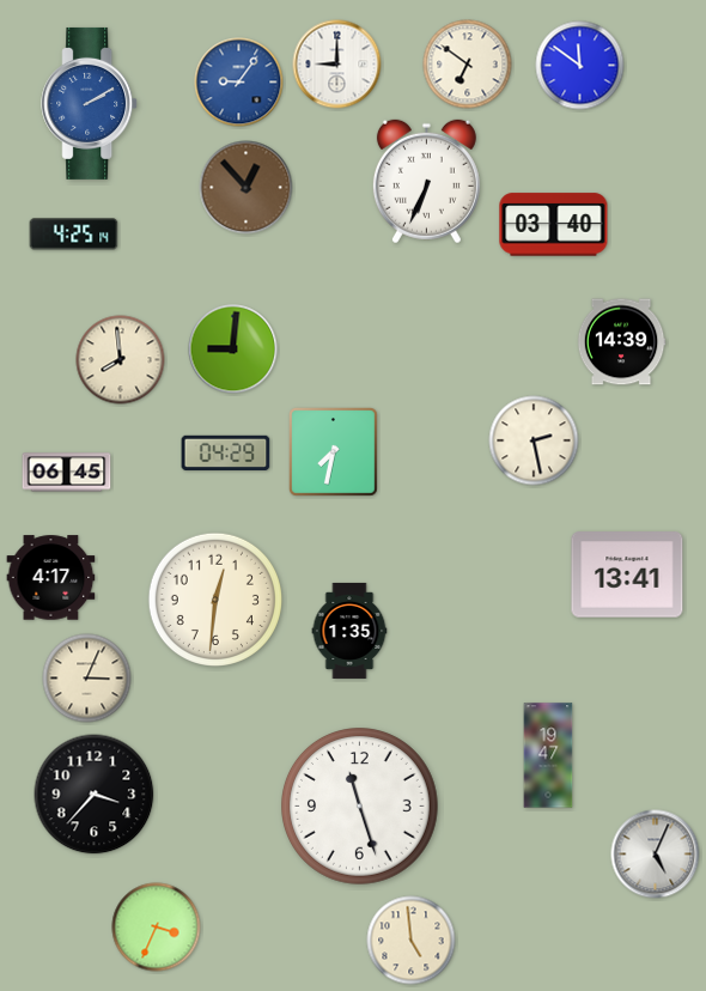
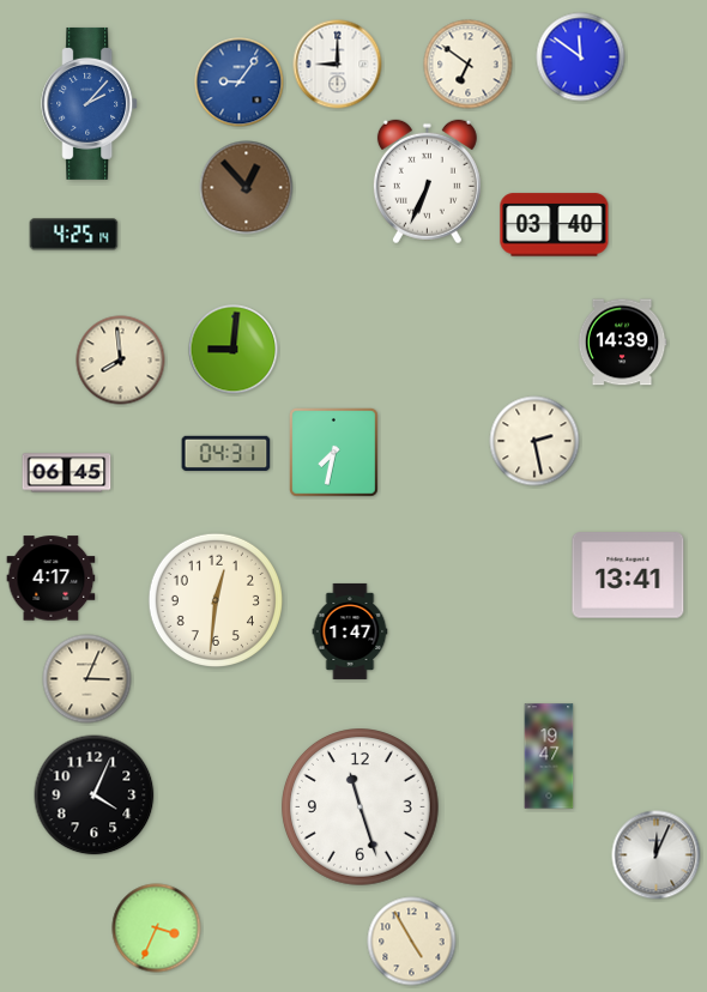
clock at (580, 66) position: (580, 66) -> (581, 58)
clock at (90, 103): 2:10 -> 2:07
clock at (226, 452): 04:29 -> 04:31
clock at (349, 631): 1:35 -> 1:47
clock at (95, 795): 3:37 -> 4:04
clock at (656, 855): 5:04 -> 12:04
clock at (412, 941): 4:59 -> 4:55
